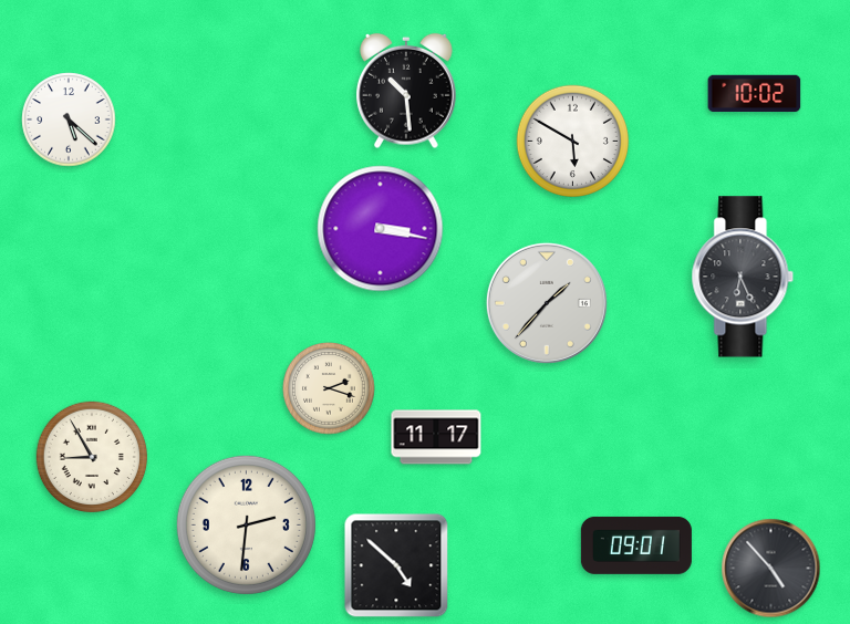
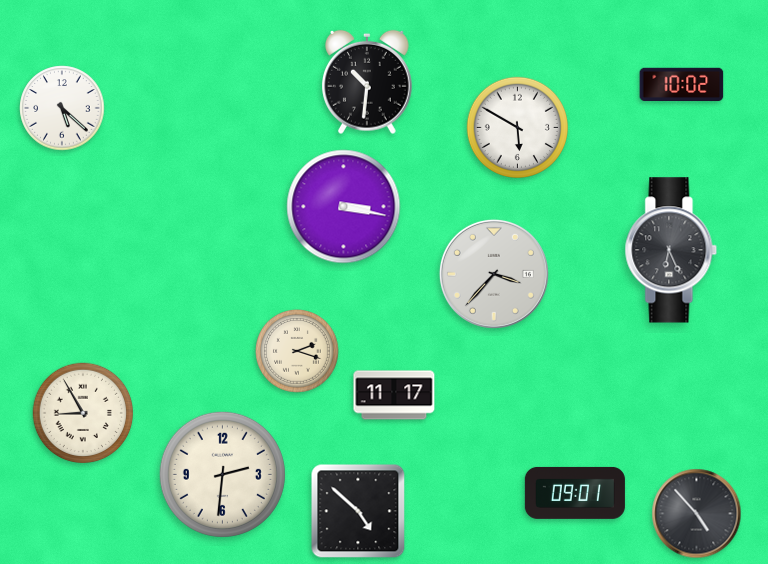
clock at (407, 91): 10:29 -> 10:31
clock at (547, 303): 1:37 -> 3:37
